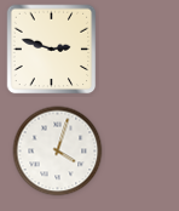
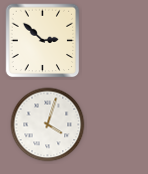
clock at (52, 50): 2:48 -> 2:52
